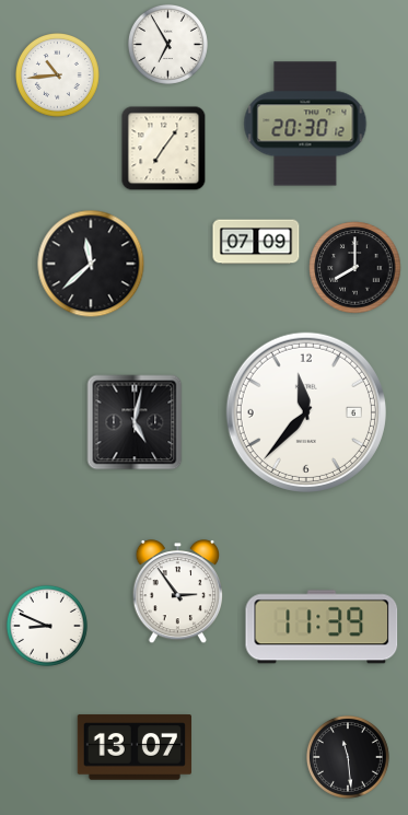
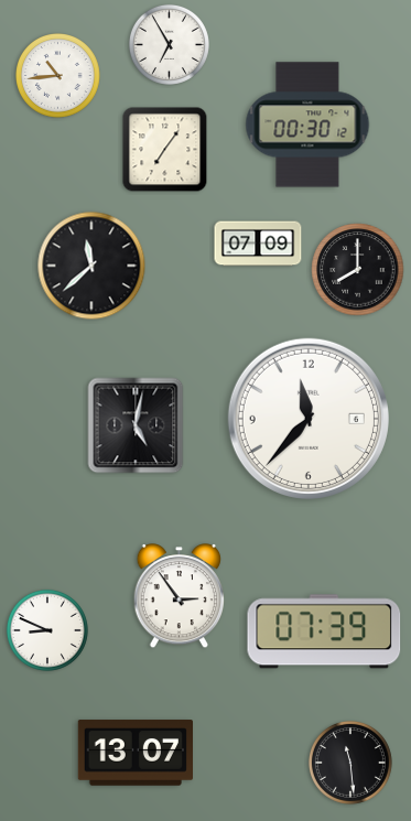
clock at (305, 124): 20:30 -> 00:30
clock at (306, 412) position: (306, 412) -> (309, 419)
clock at (322, 627): 11:39 -> 07:39
